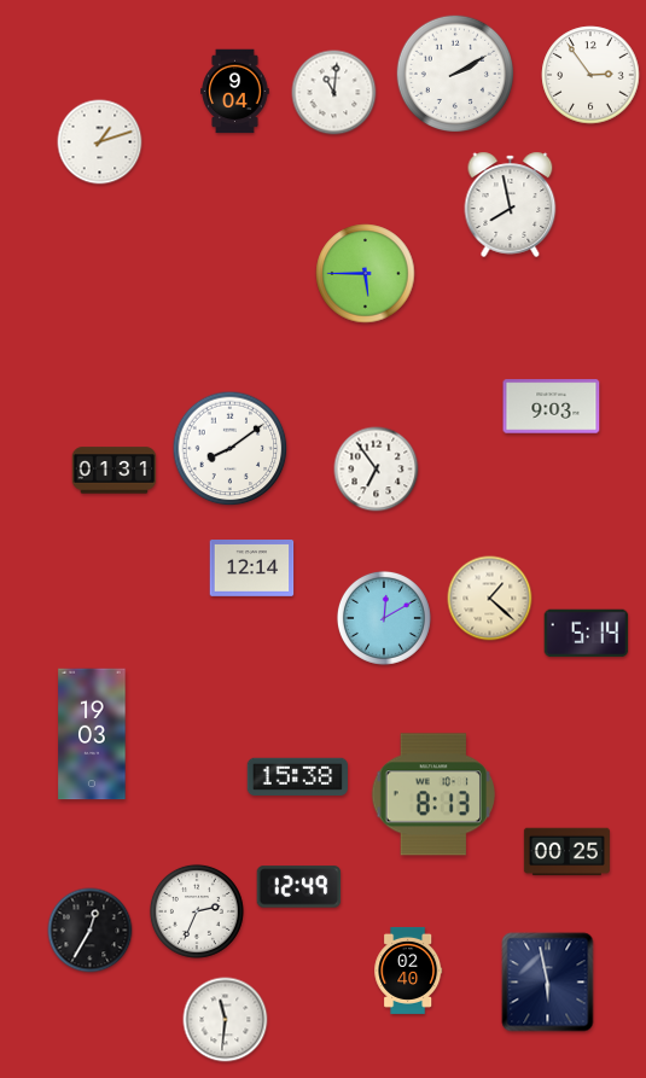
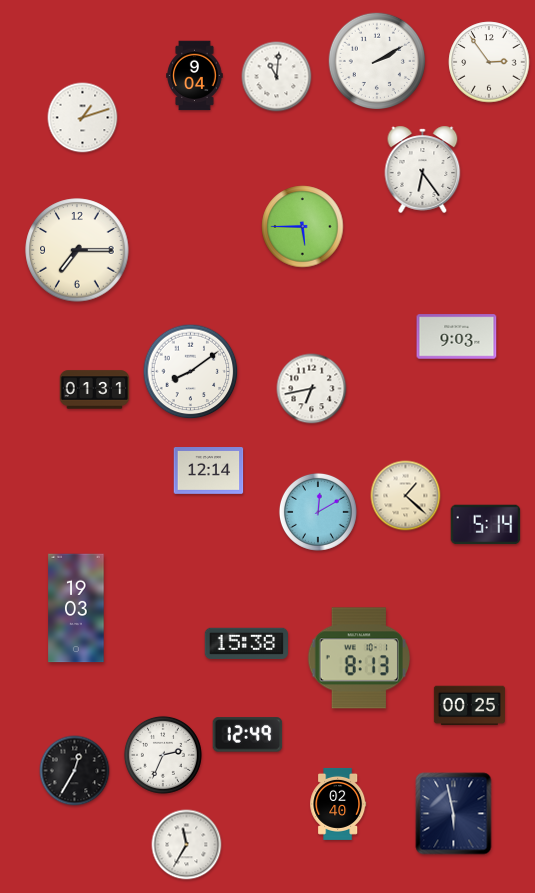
clock at (511, 204): 7:58 -> 6:24
clock at (77, 250): none -> 7:15
clock at (377, 470): 6:54 -> 6:43
clock at (226, 1020): 11:31 -> 11:35
